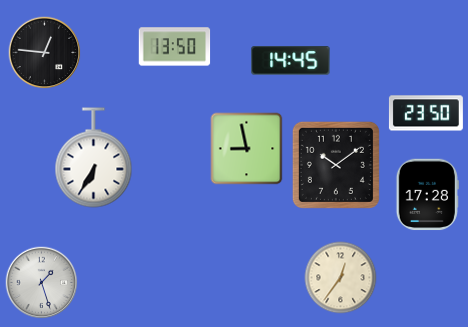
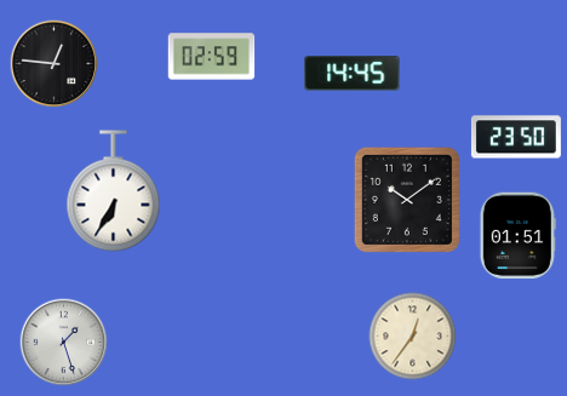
clock at (175, 47): 13:50 -> 02:59
clock at (247, 149): 8:58 -> none
clock at (427, 195): 17:28 -> 01:51
clock at (42, 283) position: (42, 283) -> (64, 343)
